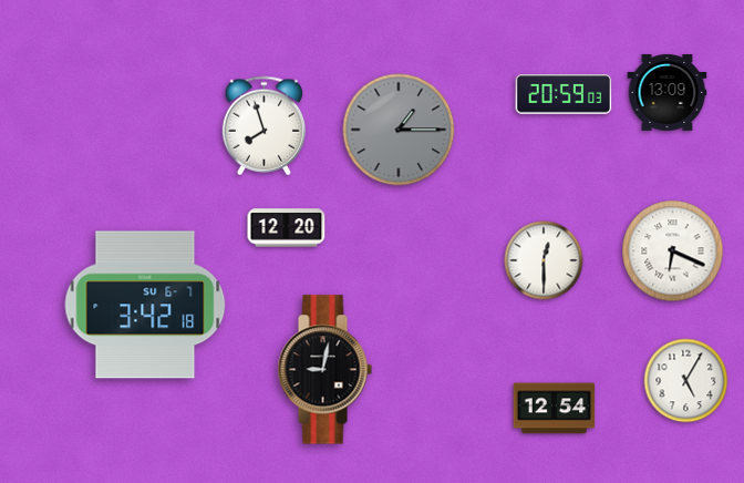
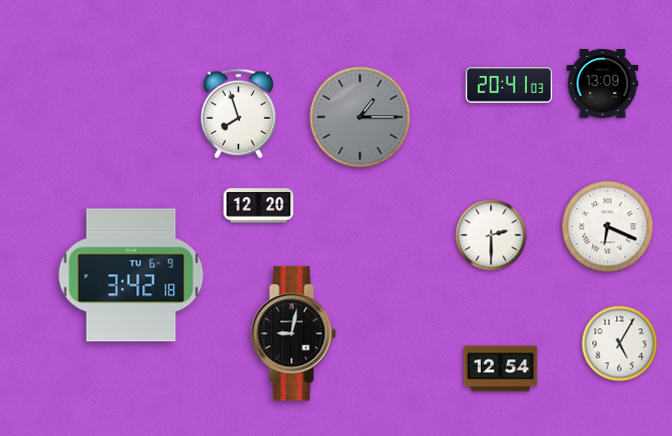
clock at (564, 94): 20:59 -> 20:41
clock at (544, 260): 12:30 -> 2:30
clock at (145, 305) date: SU 6-7 -> TU 6-9
